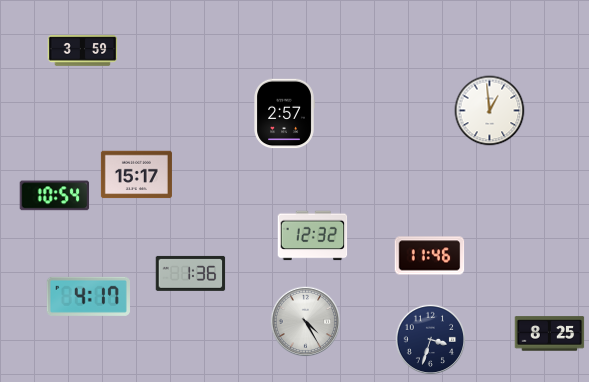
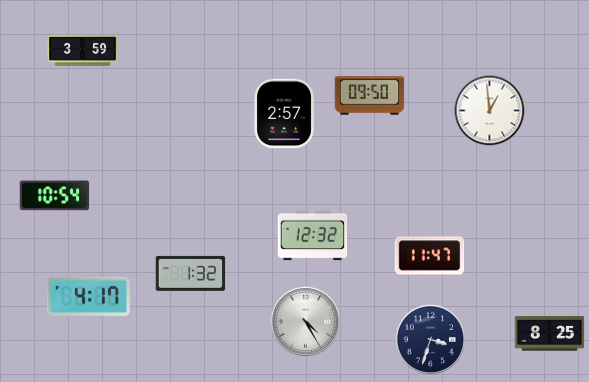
clock at (370, 96): none -> 09:50
clock at (136, 175): 15:17 -> none
clock at (430, 256): 11:46 -> 11:47
clock at (191, 273): 1:36 -> 1:32
